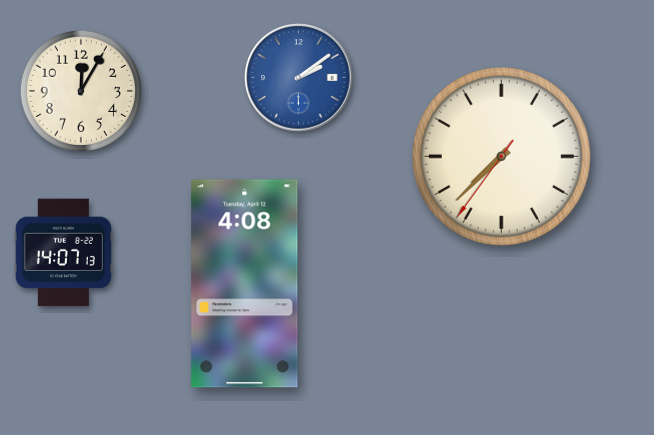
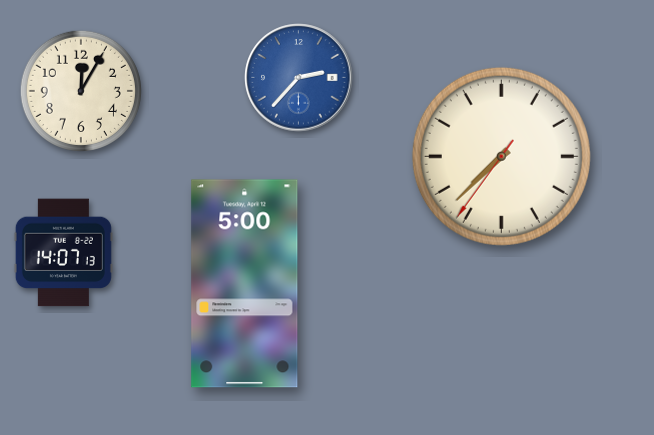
clock at (299, 78): 2:09 -> 2:37
clock at (245, 284): 4:08 -> 5:00
